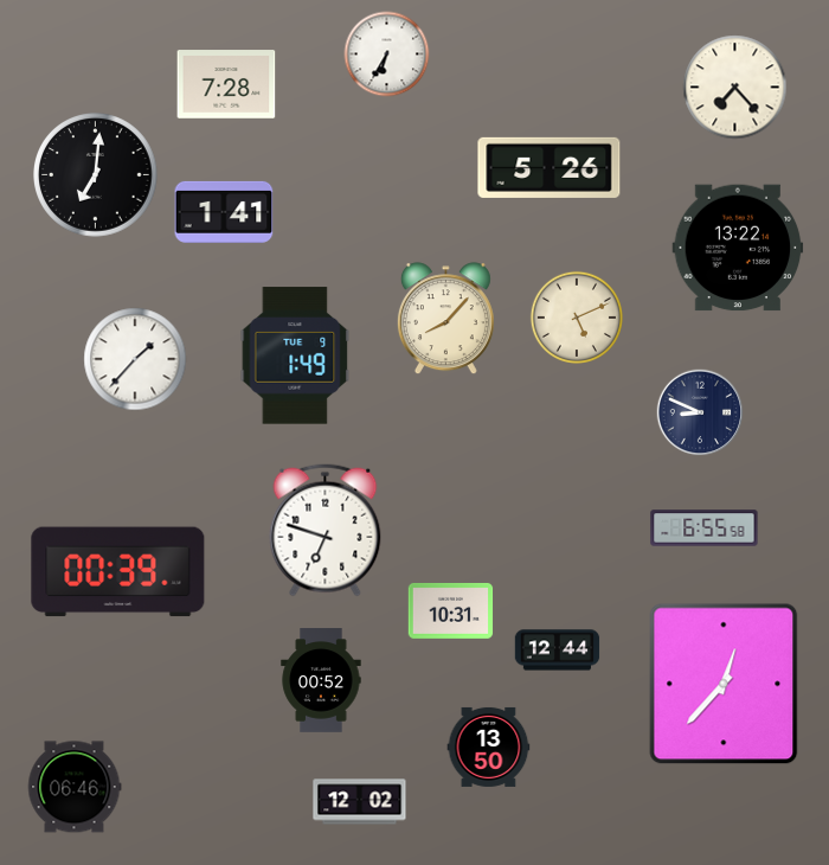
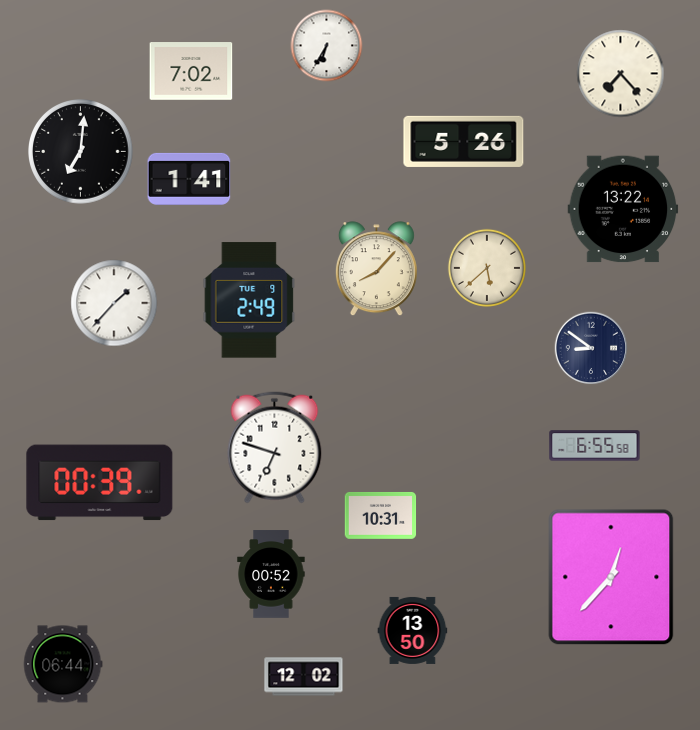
clock at (226, 84): 7:28 -> 7:02
clock at (96, 175) position: (96, 175) -> (81, 152)
clock at (576, 316): 5:11 -> 5:38
clock at (295, 355): 1:49 -> 2:49
clock at (700, 412): 8:49 -> 8:51
clock at (558, 651): 12:44 -> none
clock at (75, 787): 06:46 -> 06:44
